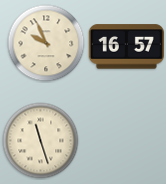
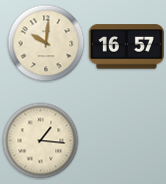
clock at (46, 43): 9:56 -> 10:01
clock at (41, 141): 11:27 -> 1:16
